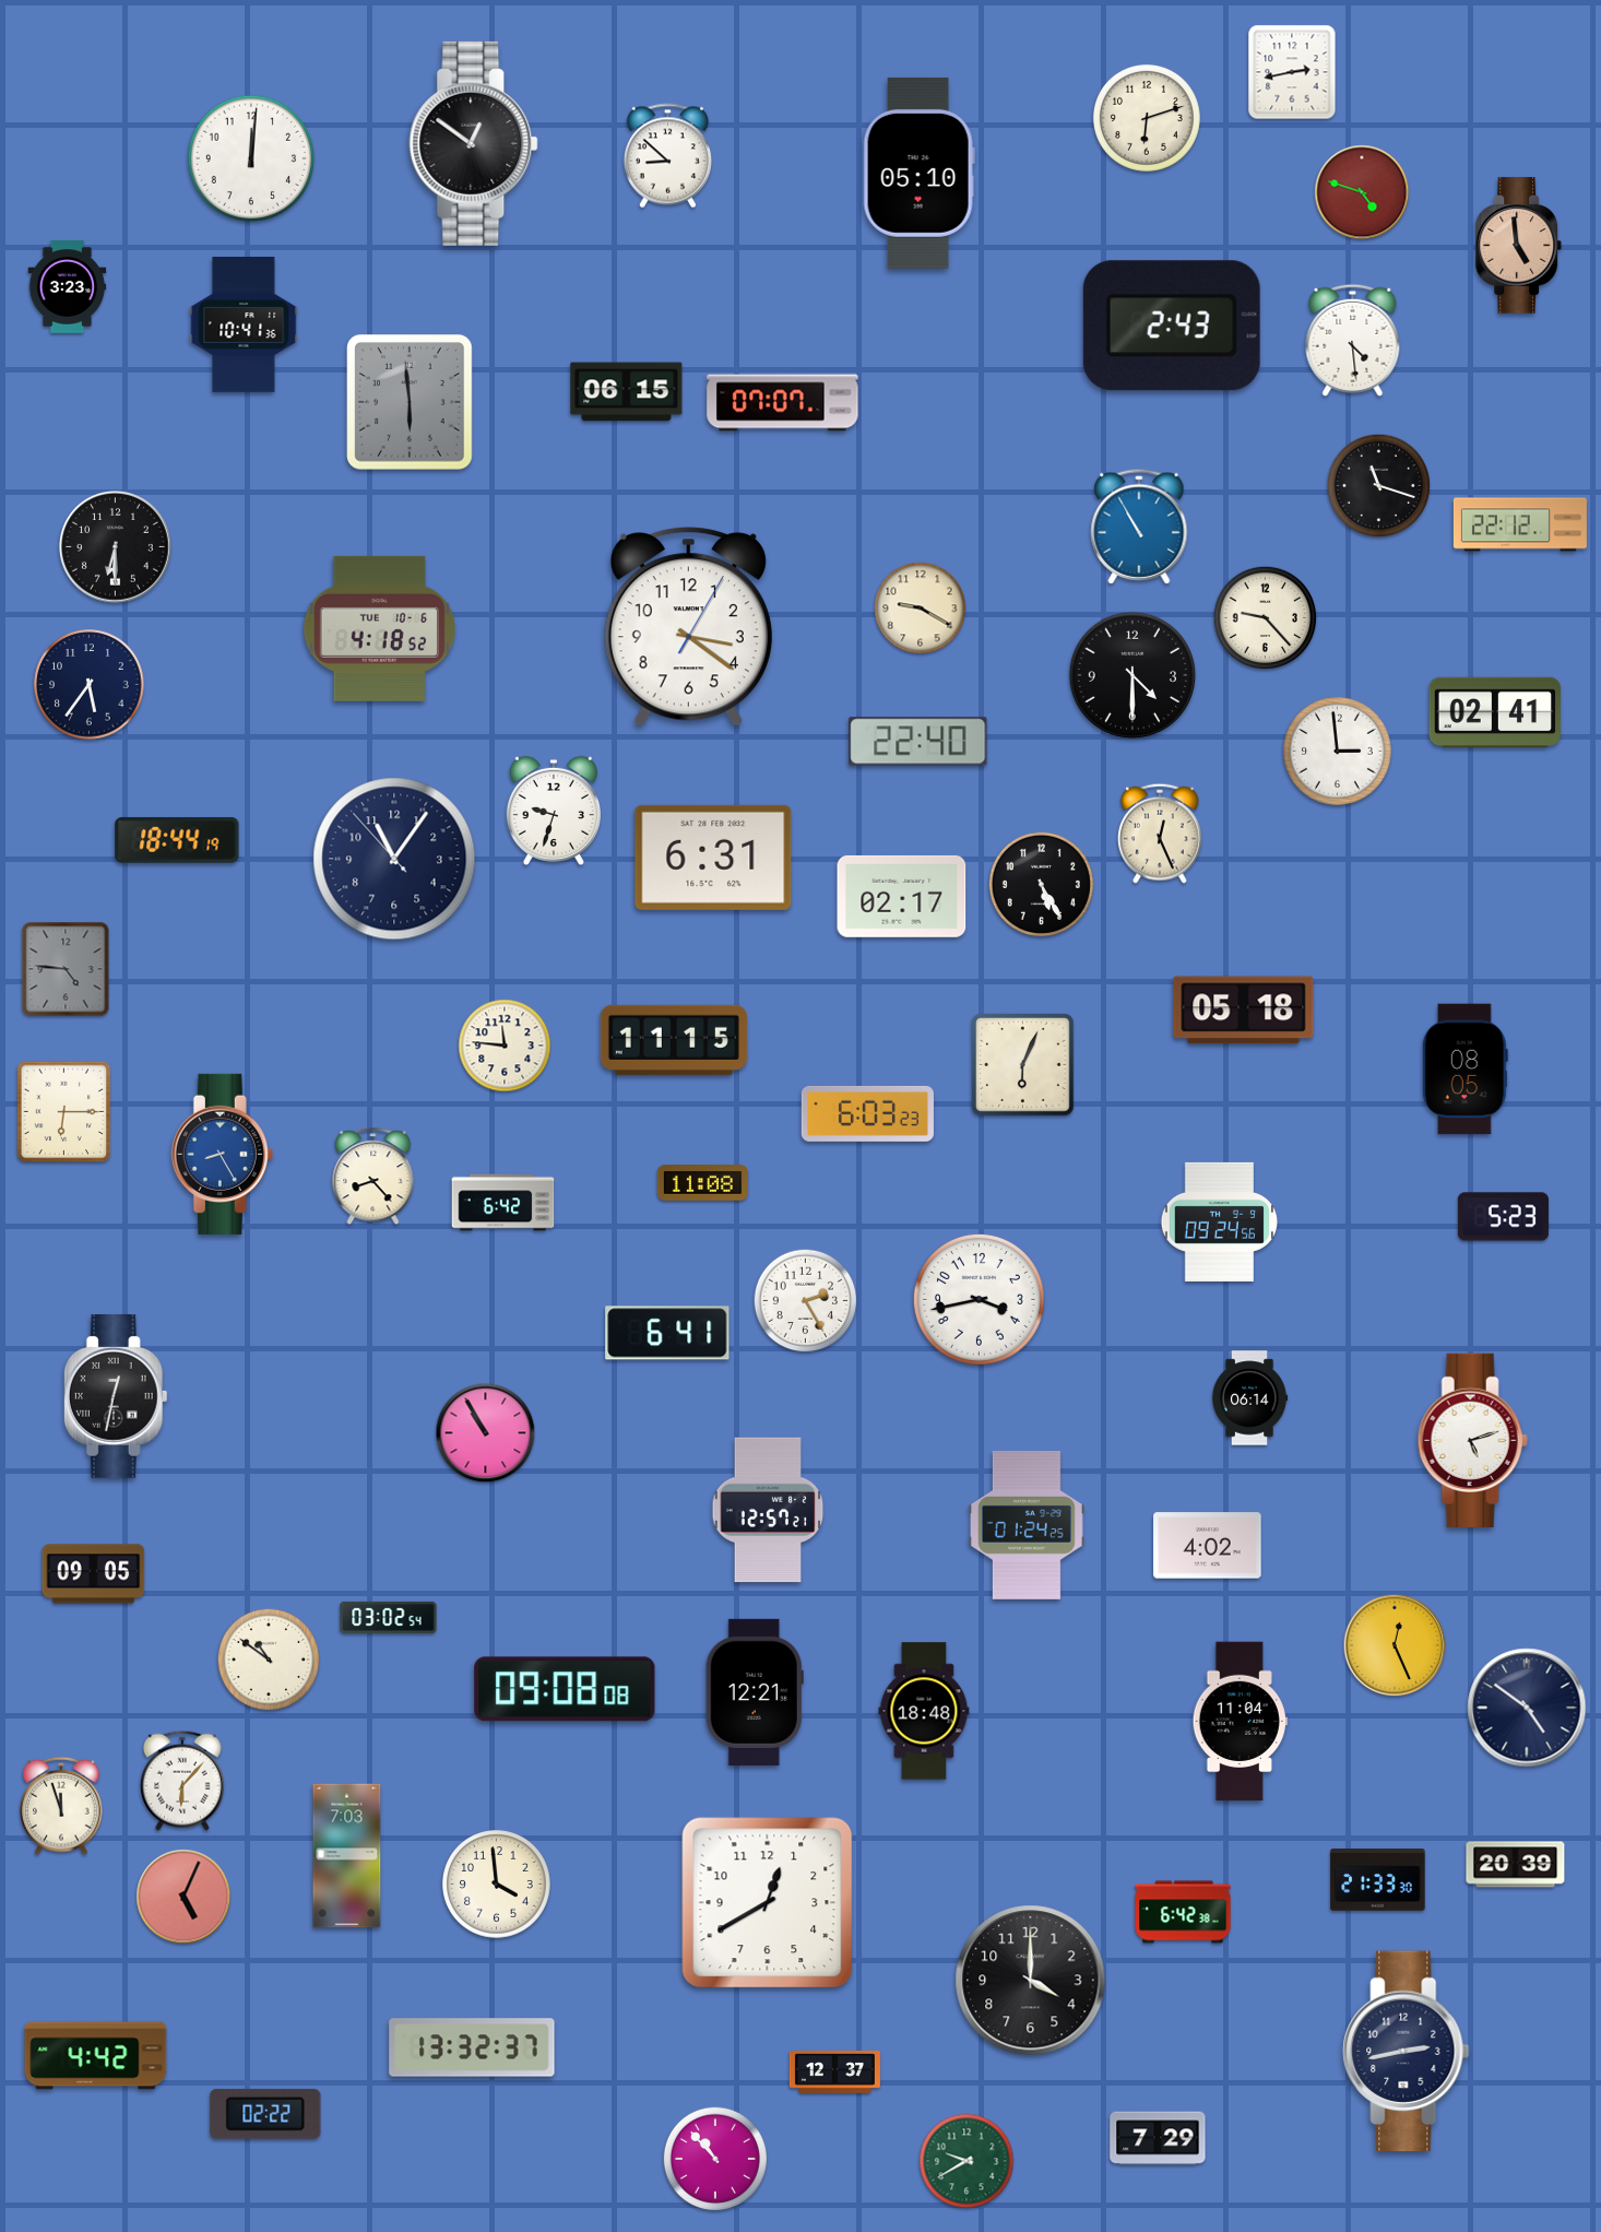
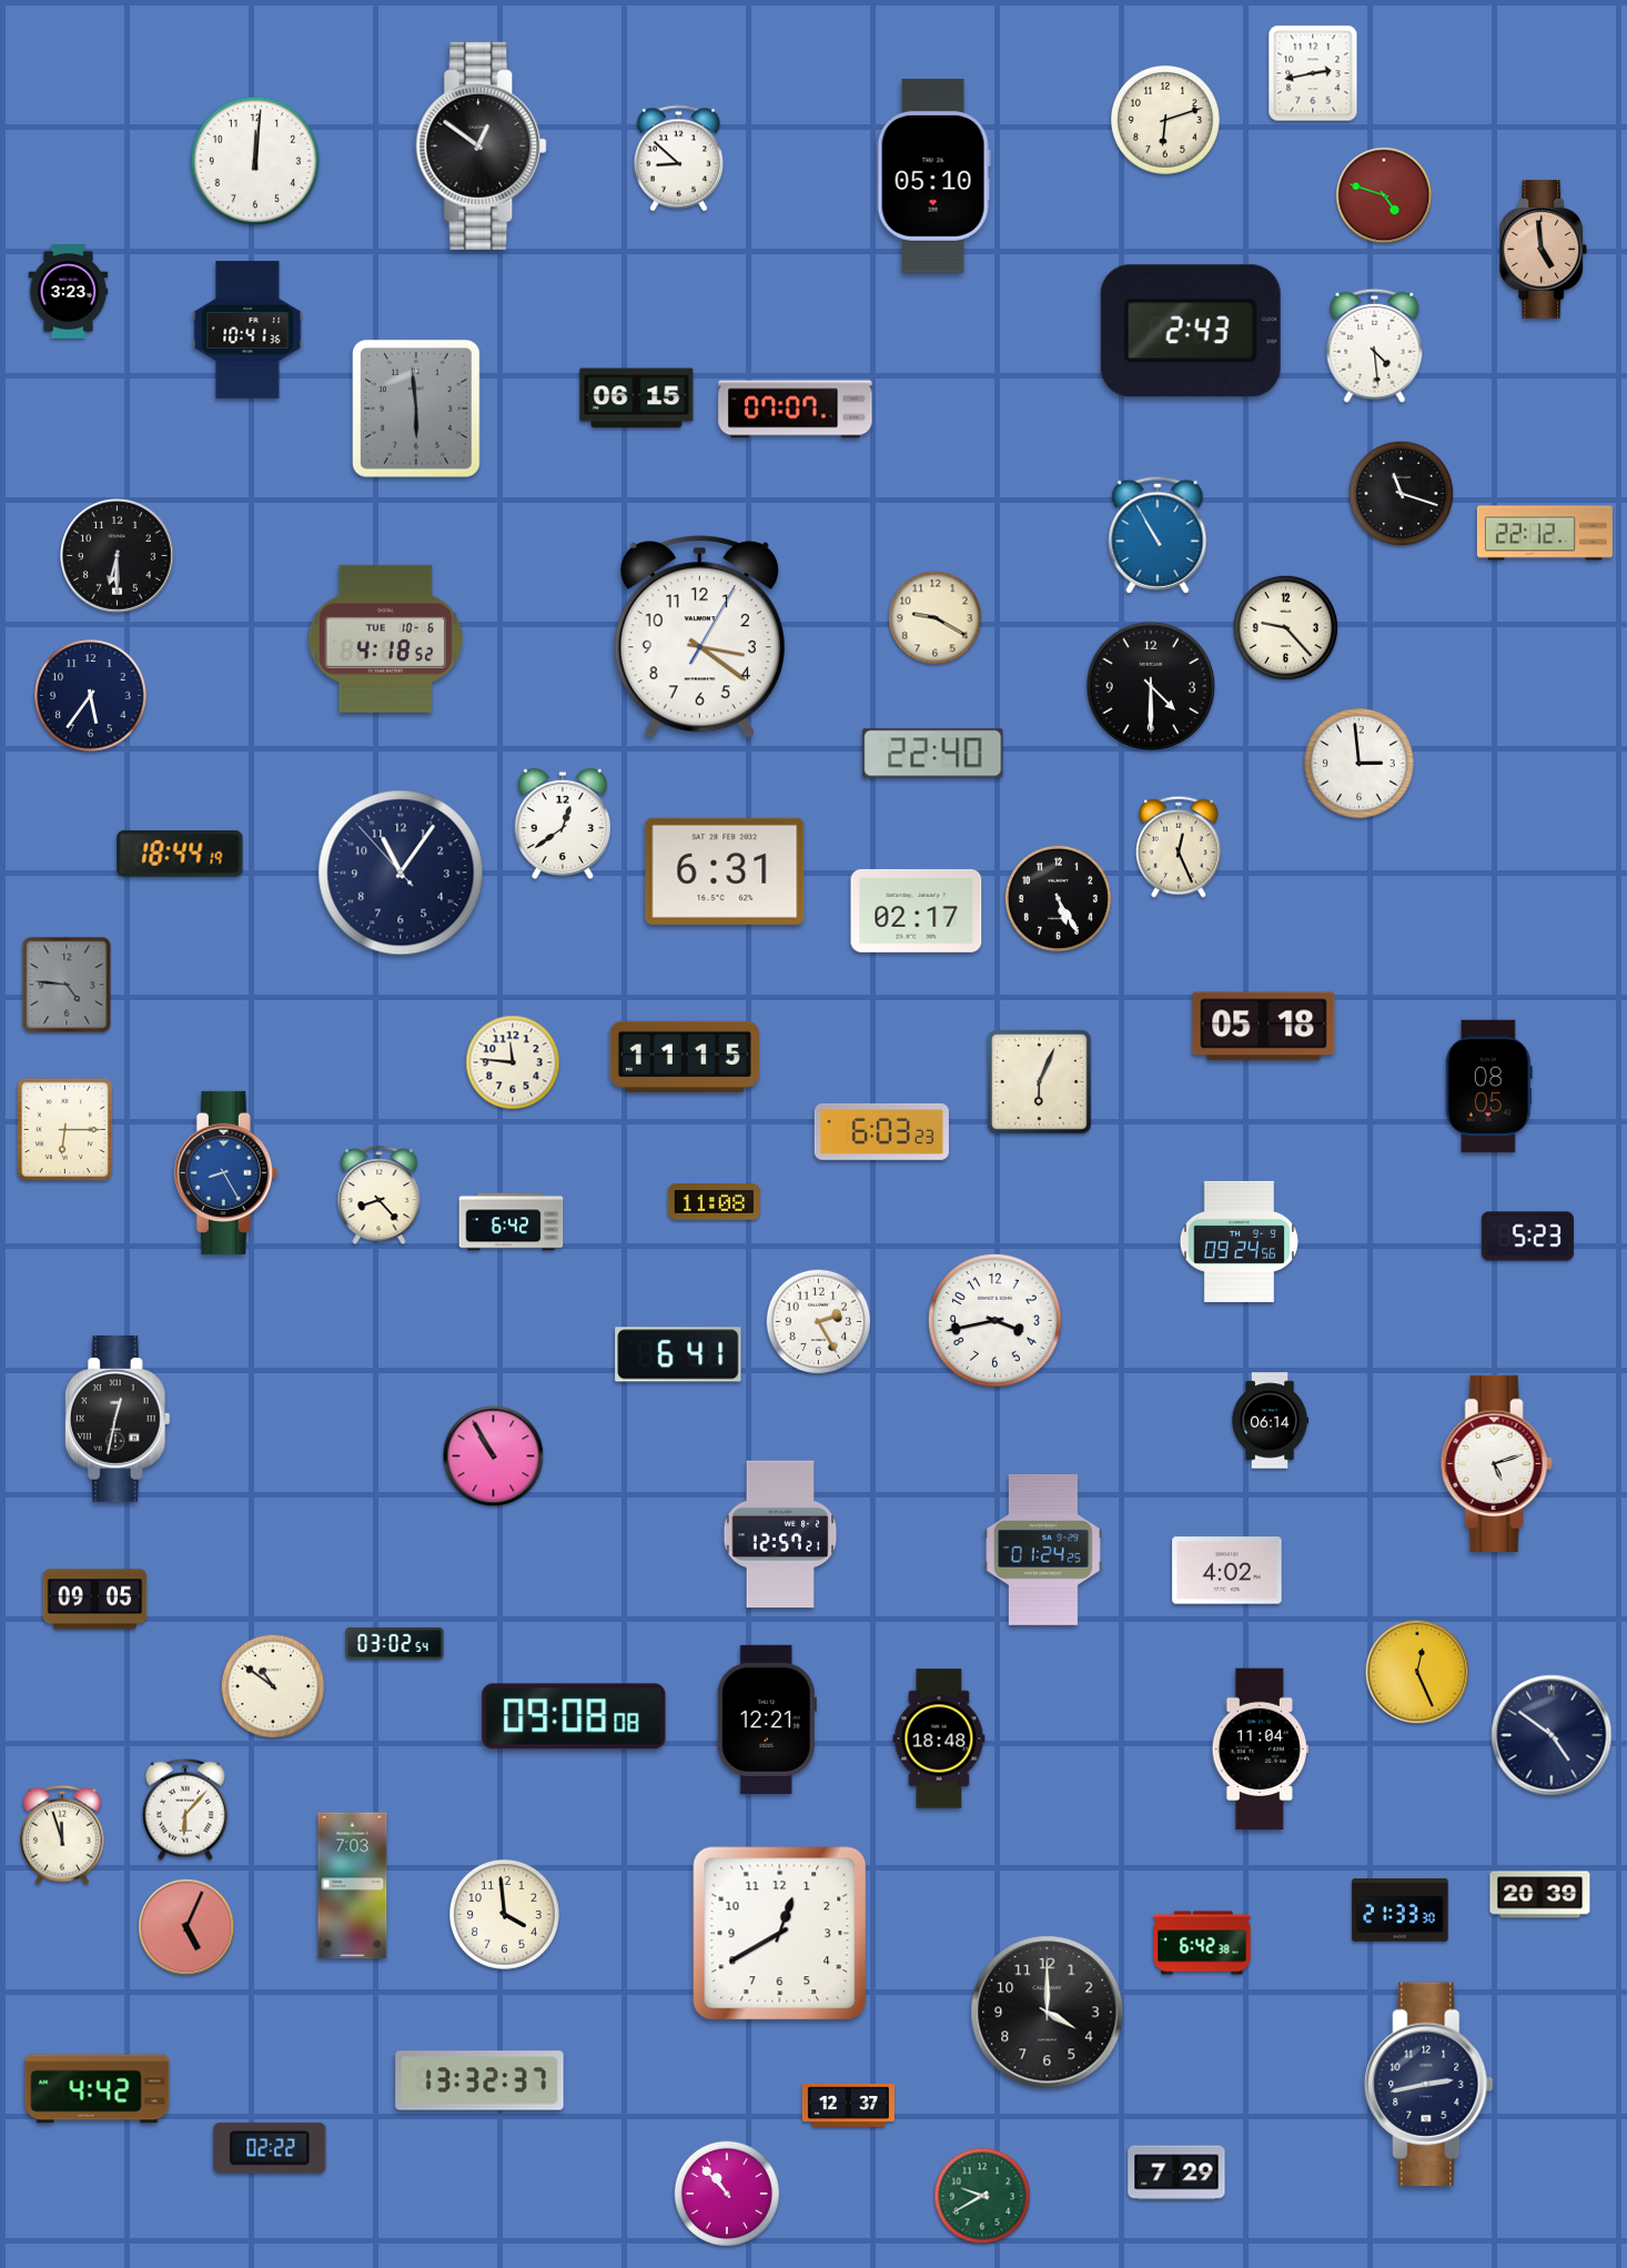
clock at (1495, 712): 02:41 -> none
clock at (554, 811): 9:33 -> 12:39
